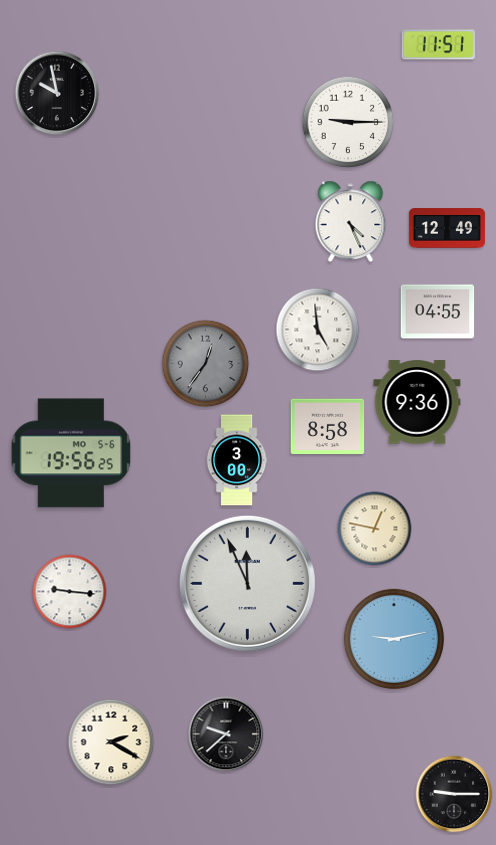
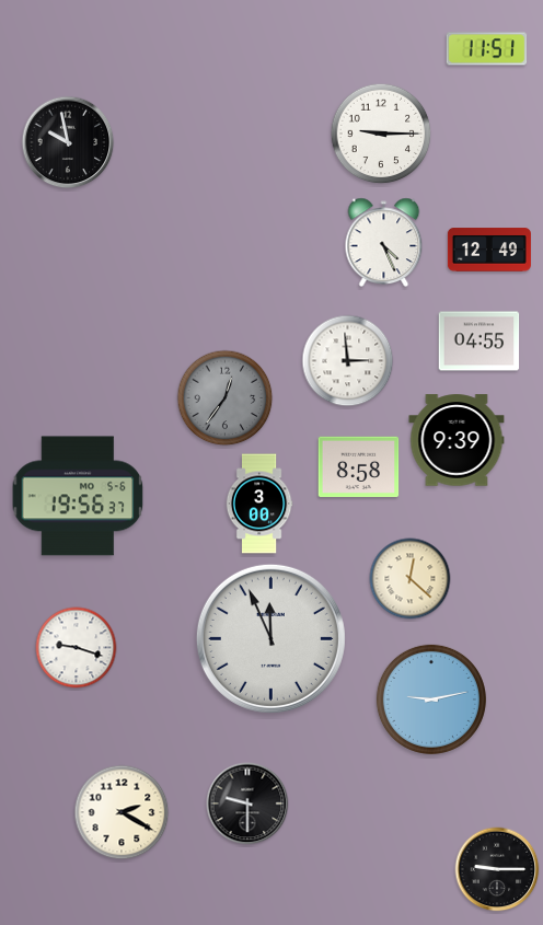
clock at (439, 45) position: (439, 45) -> (487, 49)
clock at (57, 93) position: (57, 93) -> (68, 142)
clock at (318, 330): 4:59 -> 2:59
clock at (417, 402): 9:36 -> 9:39
clock at (71, 453): 19:56:25 -> 19:56:37
clock at (375, 529): 12:47 -> 12:22
clock at (70, 592): 9:16 -> 9:18
clock at (226, 734): 9:38 -> 9:30
